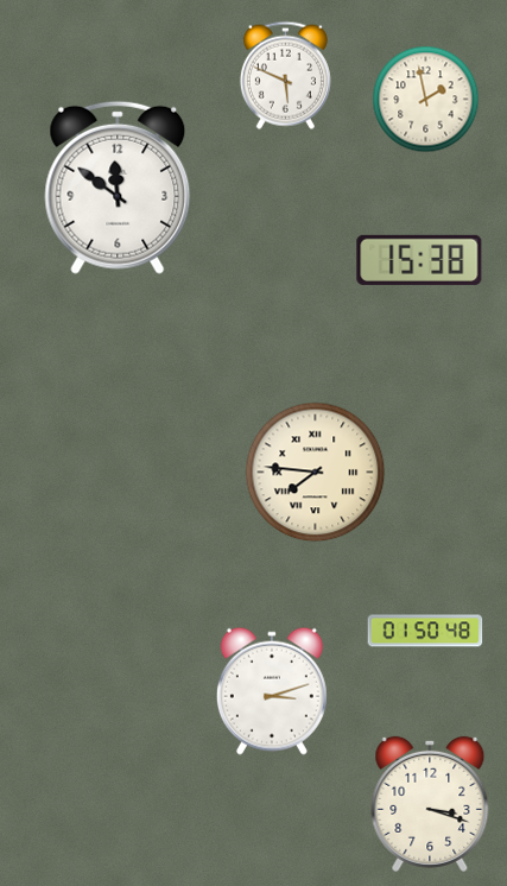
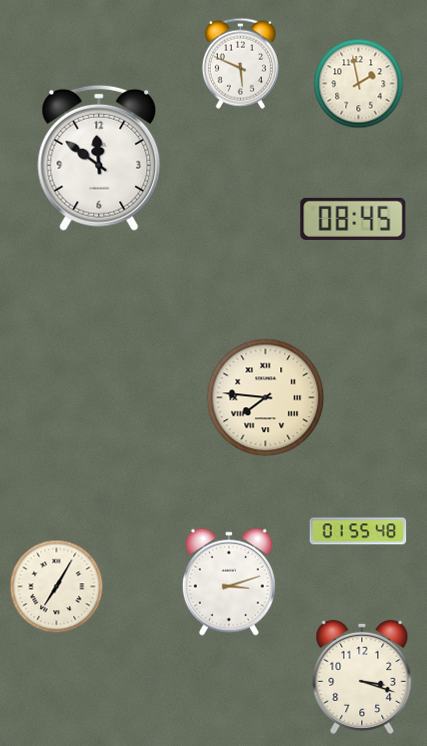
clock at (419, 260): 15:38 -> 08:45
clock at (425, 631): 01:50 -> 01:55
clock at (57, 587): none -> 7:05
